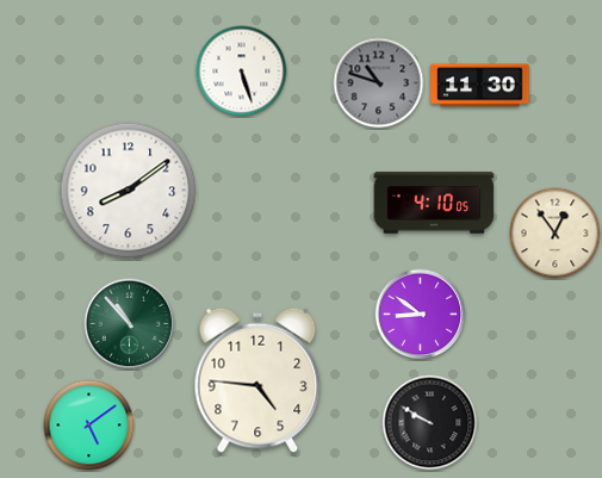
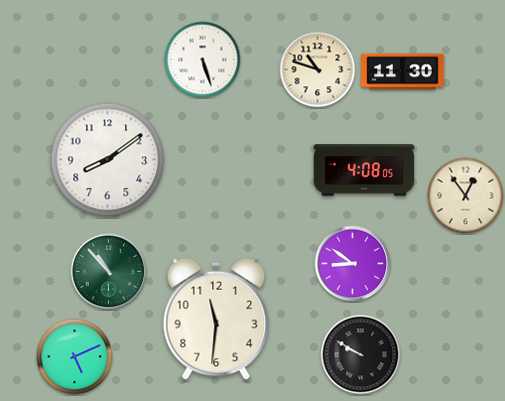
clock at (379, 83) dial: grey -> cream
clock at (434, 203): 4:10 -> 4:08
clock at (257, 380): 4:46 -> 11:31
clock at (89, 426): 5:09 -> 5:11
